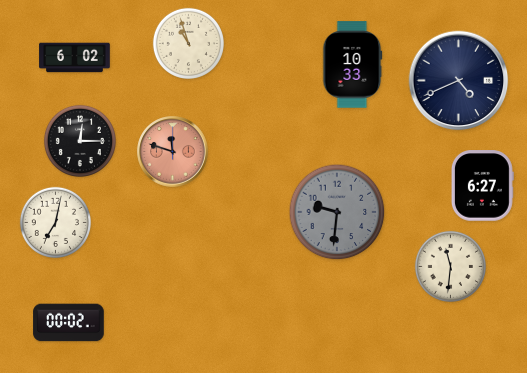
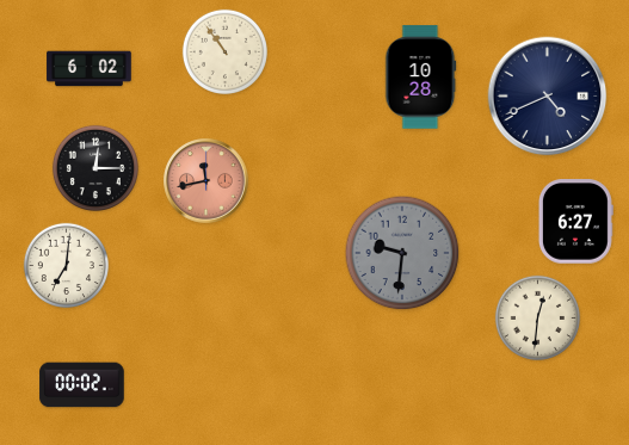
clock at (188, 43): 10:57 -> 10:54
clock at (352, 65): 10:33 -> 10:28
clock at (173, 152): 11:48 -> 11:43
clock at (55, 222): 7:02 -> 7:01
clock at (450, 266): 11:31 -> 12:31
